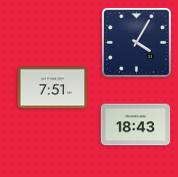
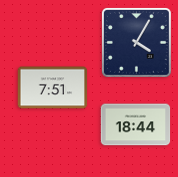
clock at (136, 125): 18:43 -> 18:44
